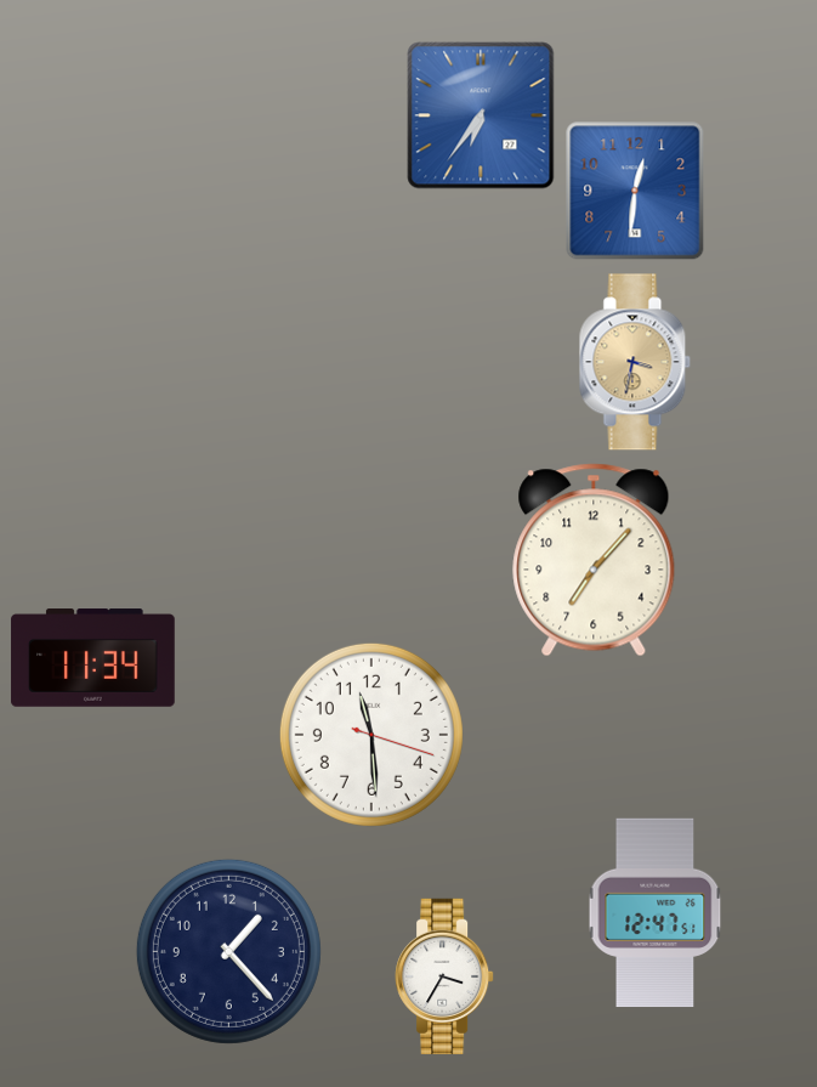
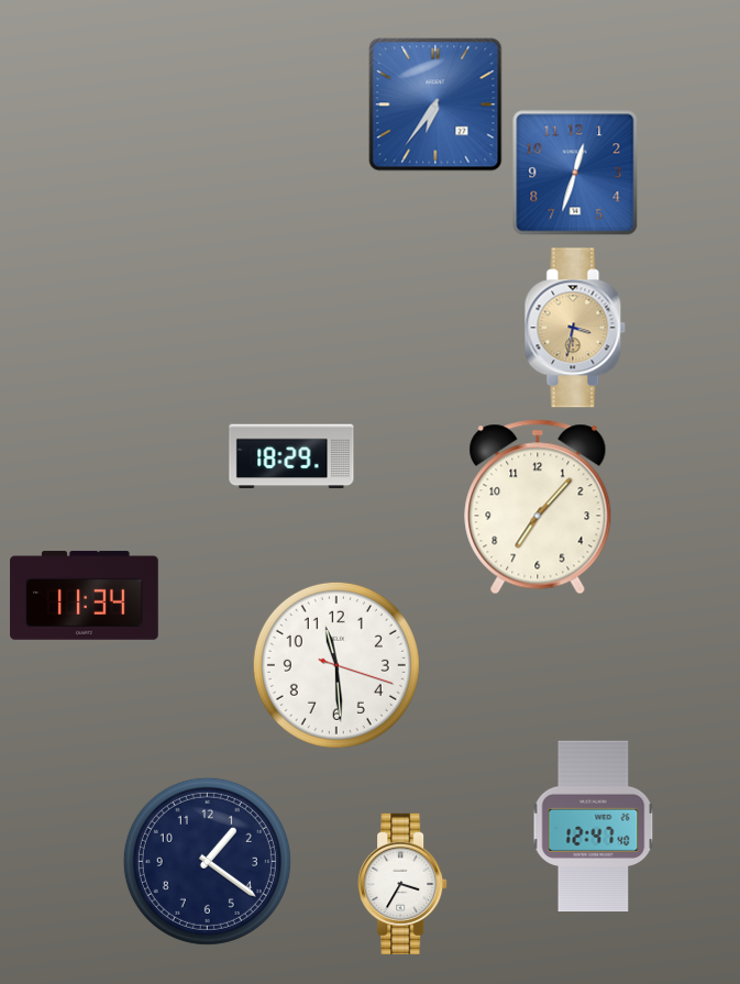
clock at (635, 191): 12:31 -> 12:33
clock at (291, 456): none -> 18:29
clock at (656, 913): 12:47:51 -> 12:47:40
clock at (228, 951): 1:23 -> 1:21
